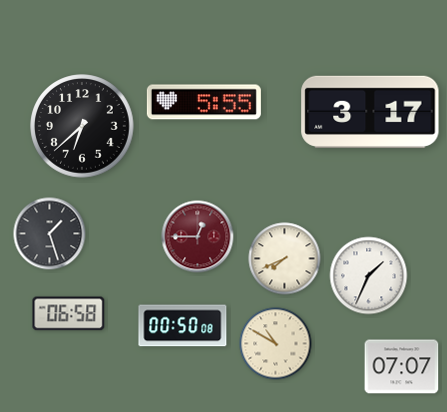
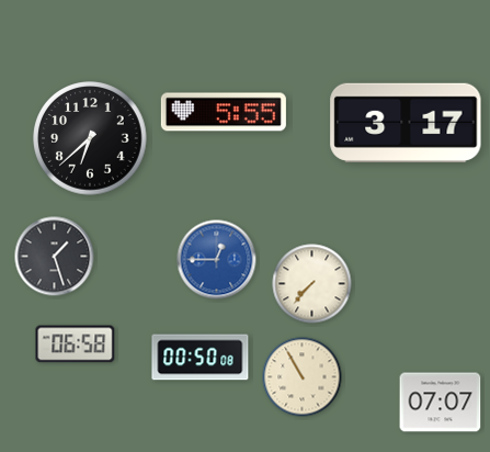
clock at (198, 237) dial: burgundy -> blue
clock at (285, 259): 7:41 -> 7:37
clock at (369, 276): 1:34 -> none
clock at (276, 344): 10:50 -> 10:55
